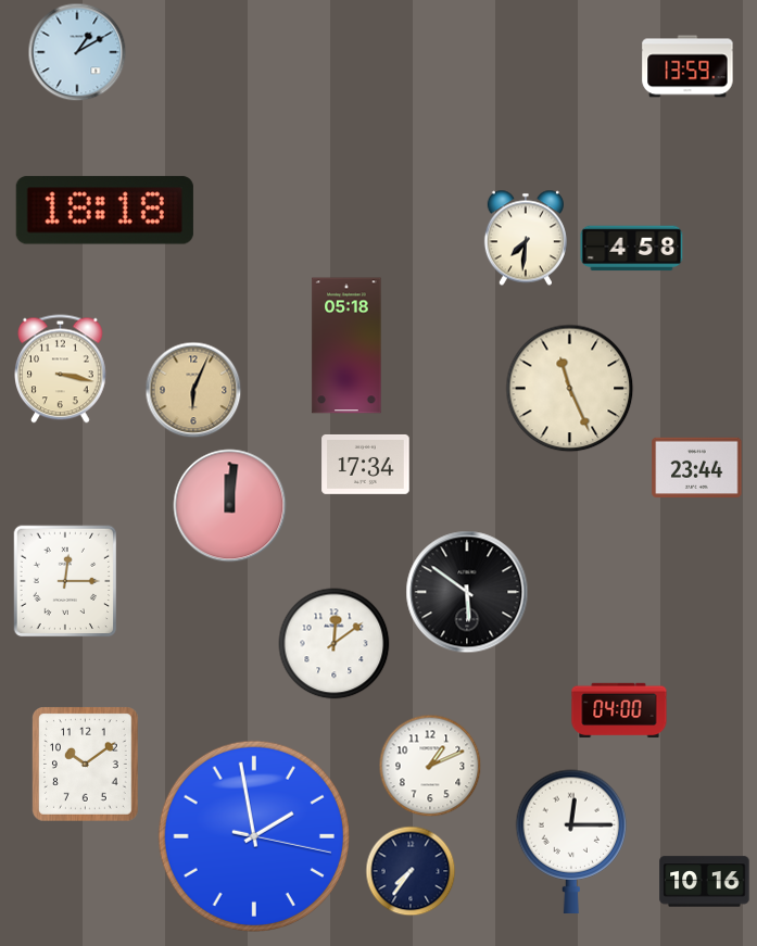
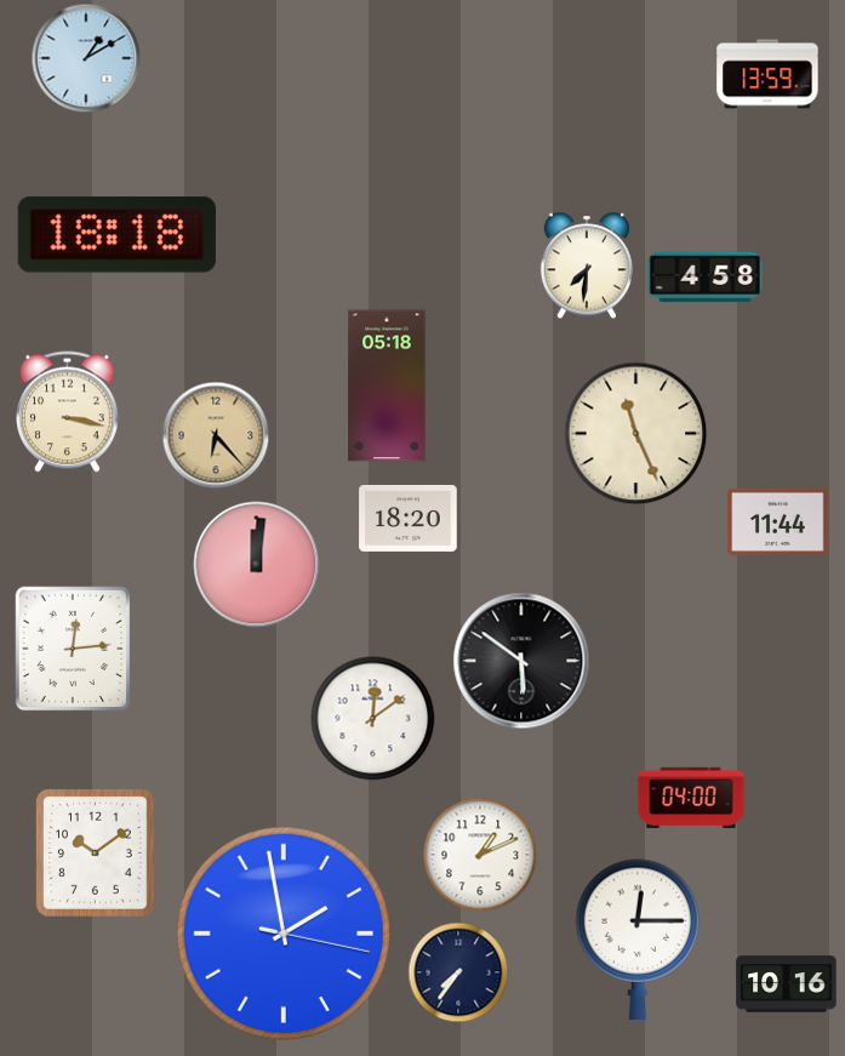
clock at (193, 390): 6:04 -> 6:23
clock at (366, 464): 17:34 -> 18:20
clock at (697, 468): 23:44 -> 11:44
clock at (65, 581): 12:15 -> 12:14
clock at (619, 710) position: (619, 710) -> (691, 798)
